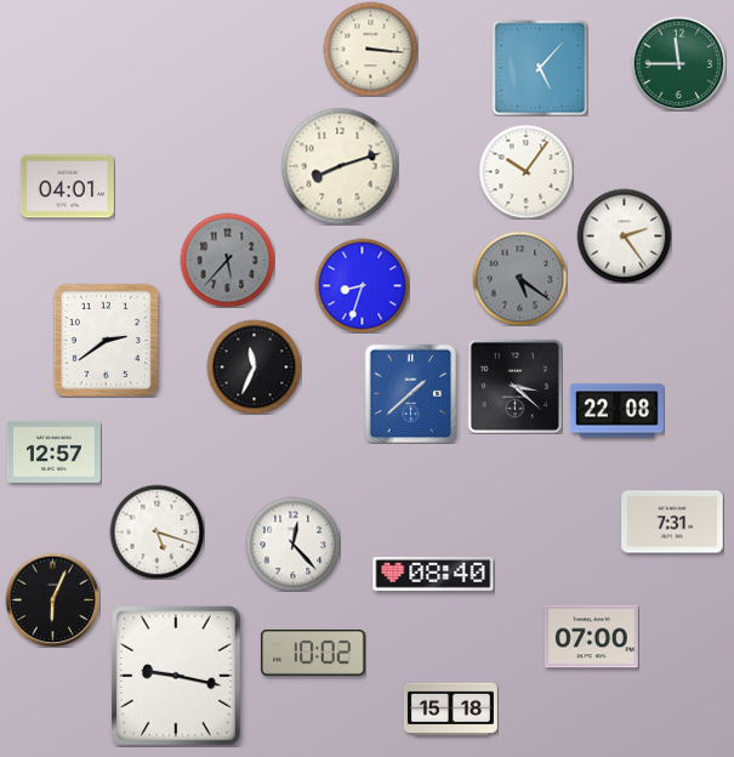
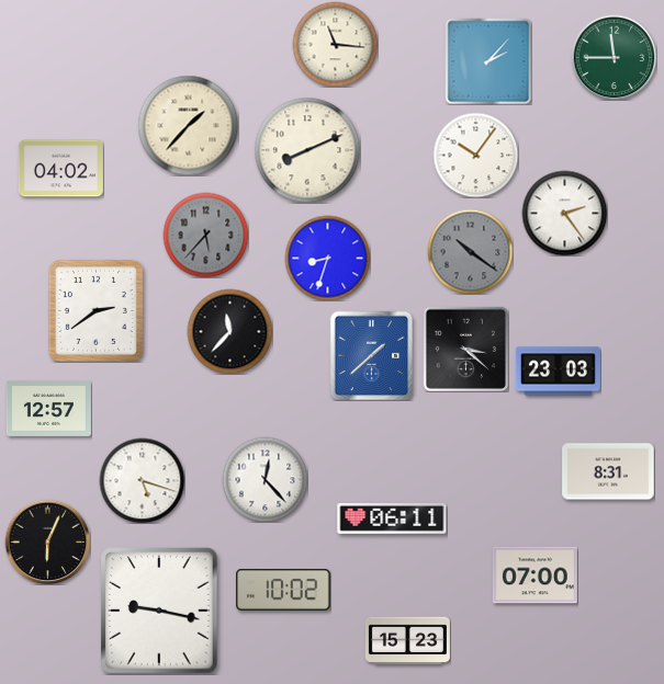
clock at (370, 49): 3:16 -> 11:16
clock at (540, 68): 5:07 -> 2:07
clock at (188, 125): none -> 1:37
clock at (340, 166): 8:12 -> 8:11
clock at (67, 187): 04:01 -> 04:02
clock at (519, 278): 5:21 -> 10:21
clock at (106, 340) position: (106, 340) -> (95, 310)
clock at (254, 366): 11:34 -> 11:37
clock at (616, 411): 22:08 -> 23:03
clock at (672, 522): 7:31 -> 8:31
clock at (292, 543) position: (292, 543) -> (265, 479)
clock at (433, 575): 08:40 -> 06:11
clock at (450, 710): 15:18 -> 15:23
